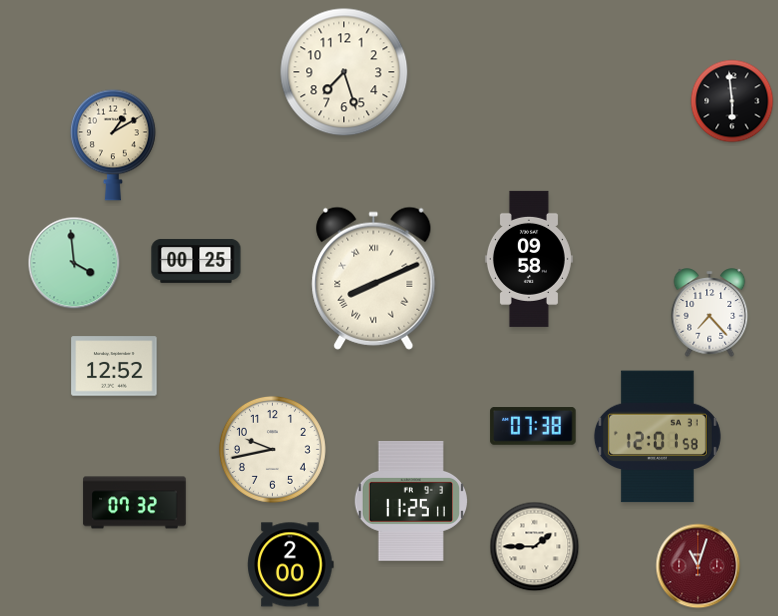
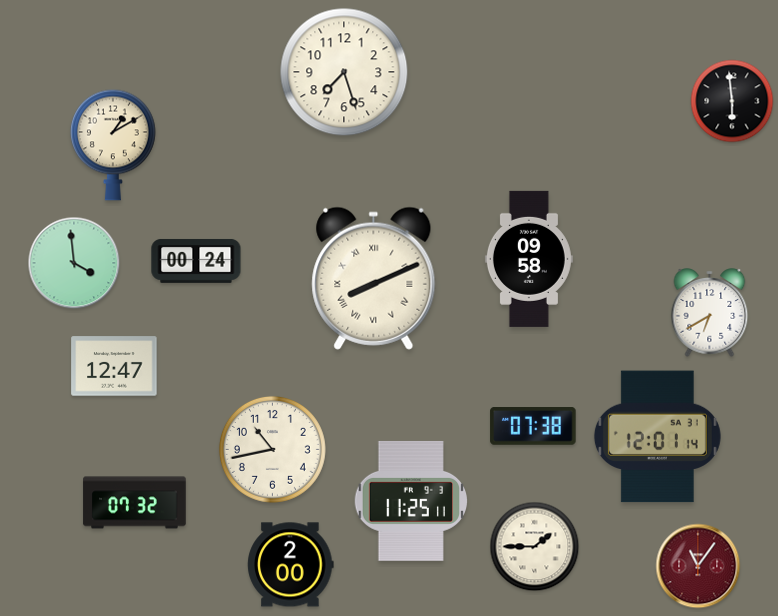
clock at (196, 261): 00:25 -> 00:24
clock at (710, 313): 7:23 -> 6:40
clock at (114, 366): 12:52 -> 12:47
clock at (657, 437): 12:01:58 -> 12:01:14
clock at (272, 449): 9:43 -> 10:43
clock at (698, 566): 11:03 -> 11:06
